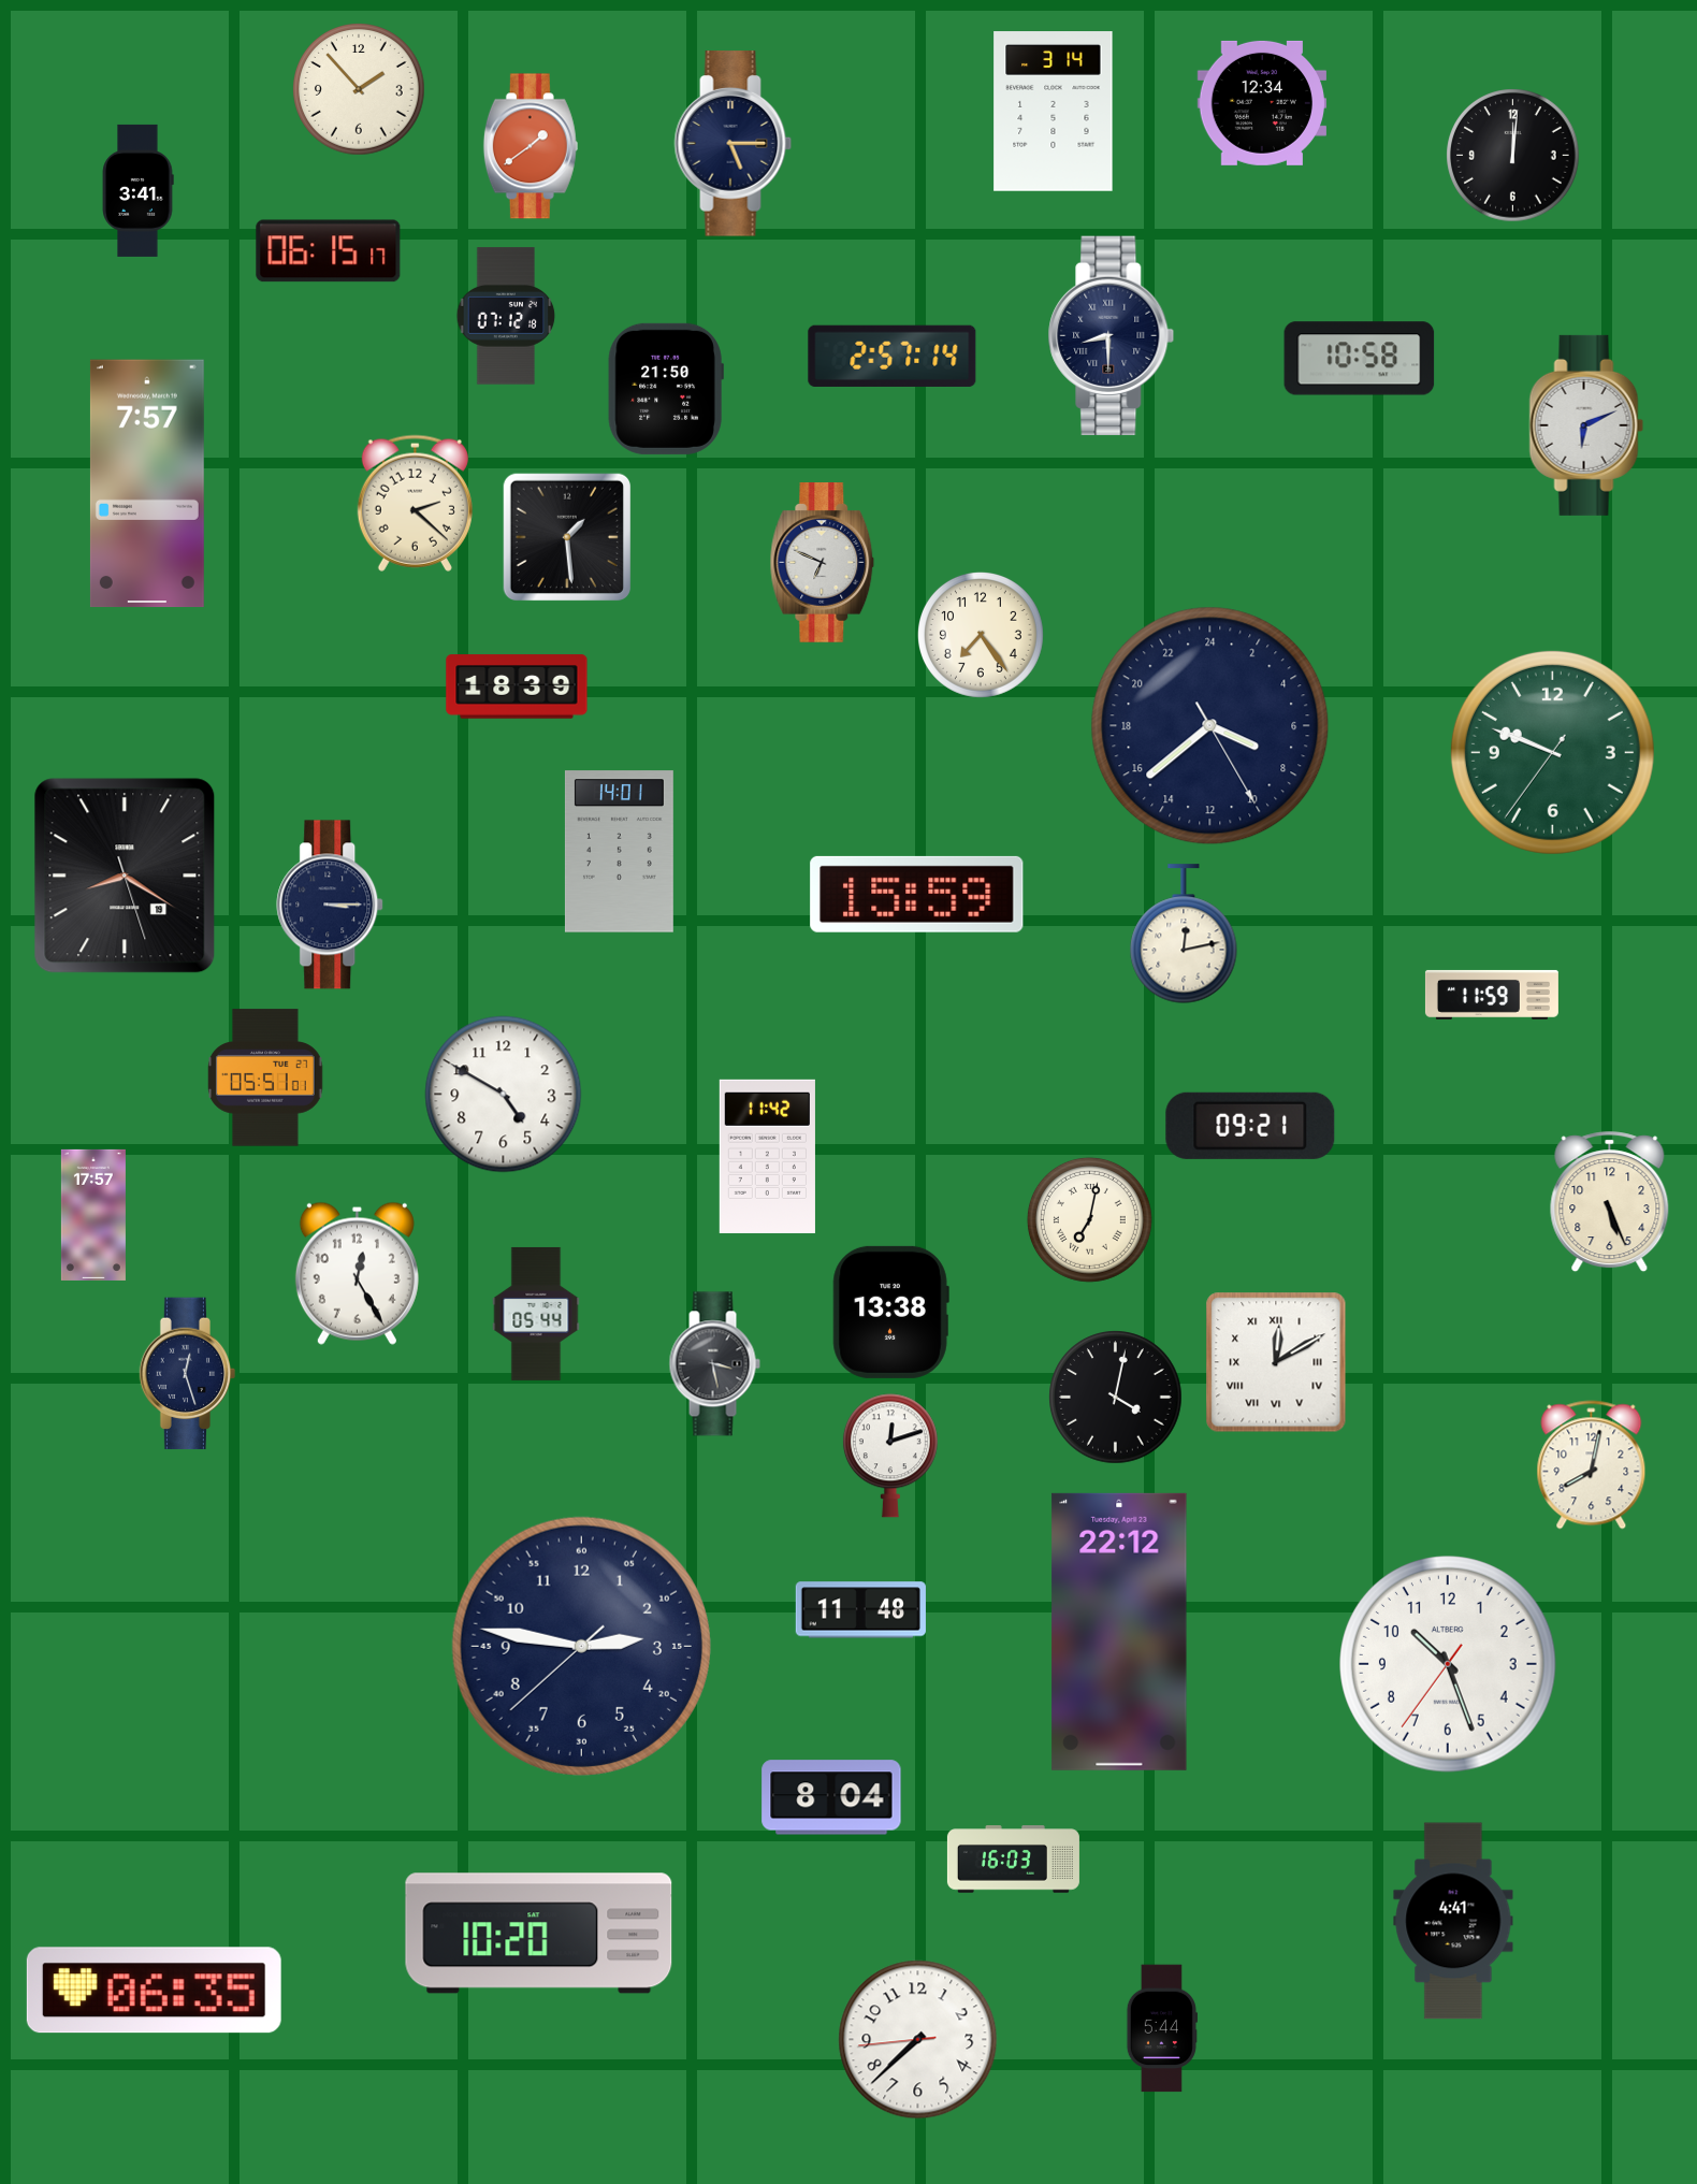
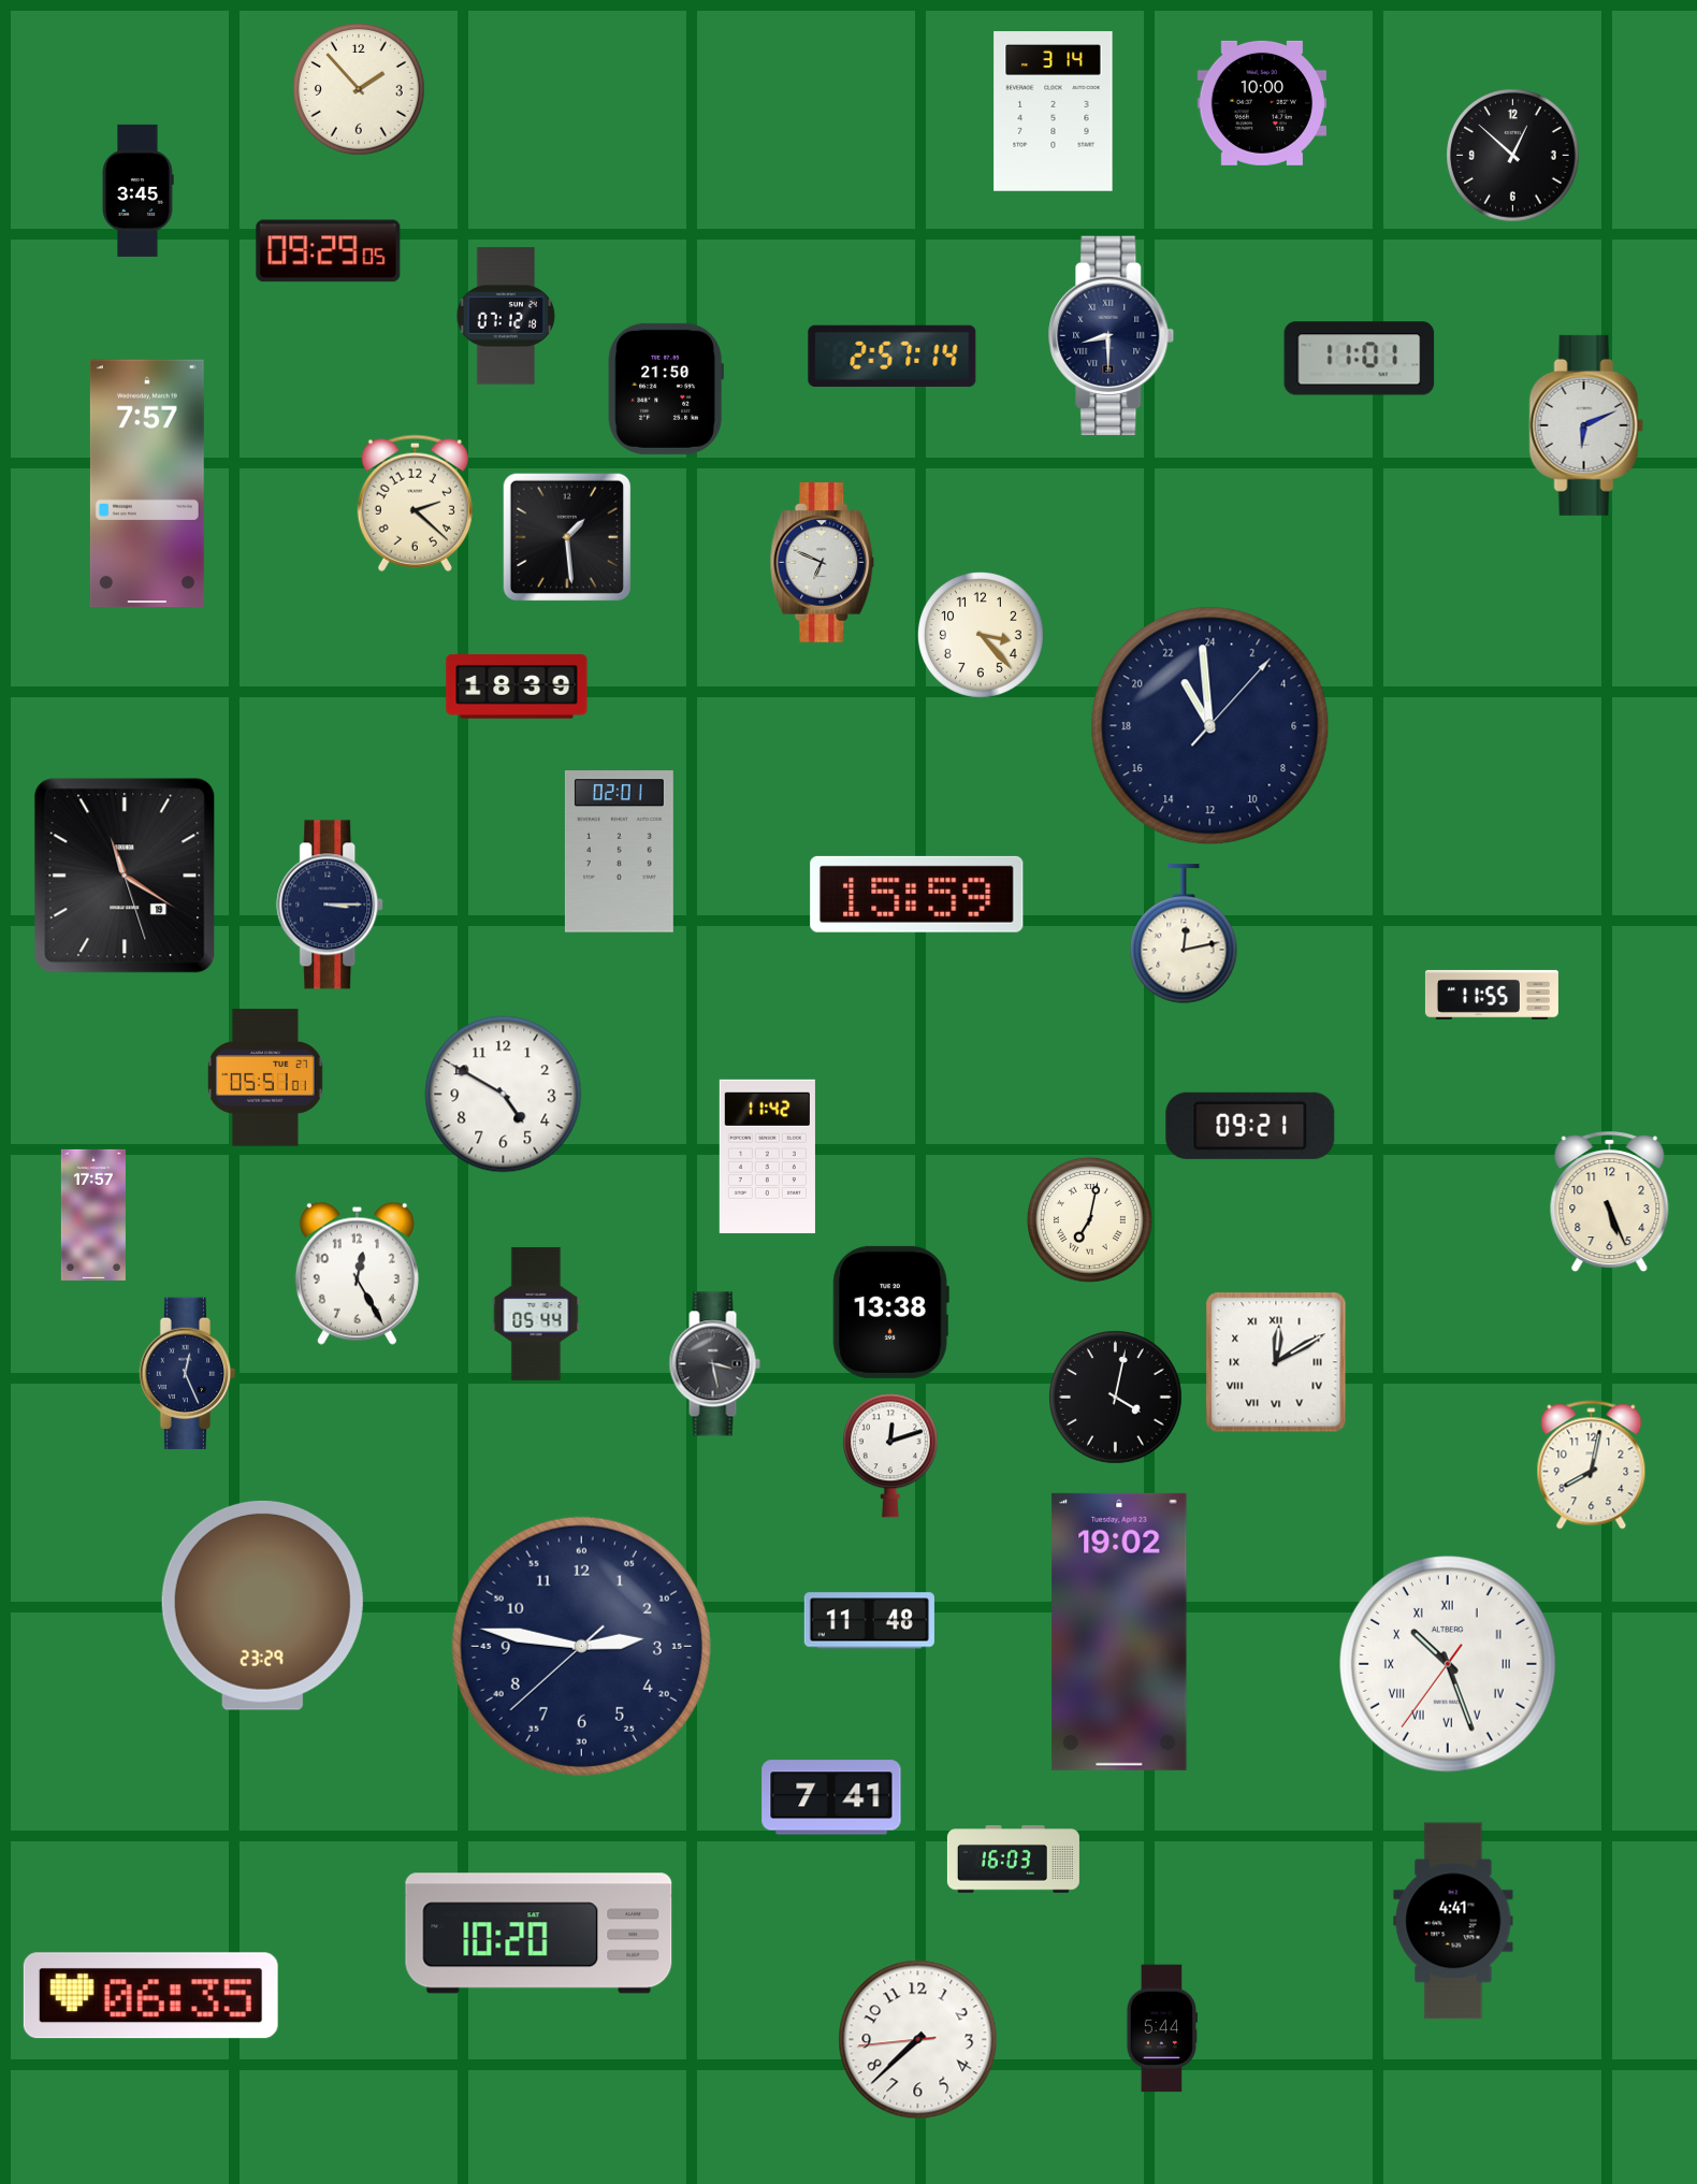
clock at (1261, 103): 12:34 -> 10:00
clock at (734, 144): 5:15 -> none
clock at (531, 146): 1:39 -> none
clock at (1513, 156): 12:01 -> 12:52
clock at (137, 190): 3:41 -> 3:45
clock at (329, 251): 06:15 -> 09:29
clock at (1360, 359): 10:58 -> 11:01
clock at (981, 635): 7:24 -> 3:23
clock at (1210, 726): 7:38 -> 21:59
clock at (1552, 752): 9:48 -> none
clock at (619, 852): 14:01 -> 02:01
clock at (125, 876): 8:20 -> 11:20
clock at (1492, 995): 11:59 -> 11:55
clock at (188, 1374): 12:27 -> 12:26
clock at (262, 1605): none -> 23:29
clock at (860, 1610) position: (860, 1610) -> (869, 1621)
clock at (1119, 1632): 22:12 -> 19:02
clock at (1449, 1665) numerals: Arabic -> Roman
clock at (831, 1797): 8:04 -> 7:41
clock at (154, 1991) position: (154, 1991) -> (150, 1996)
